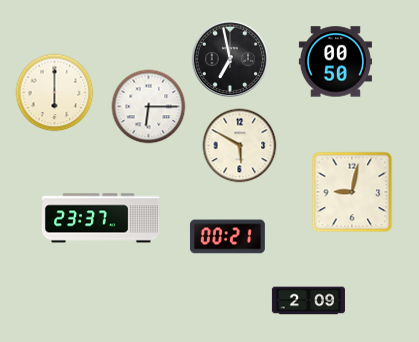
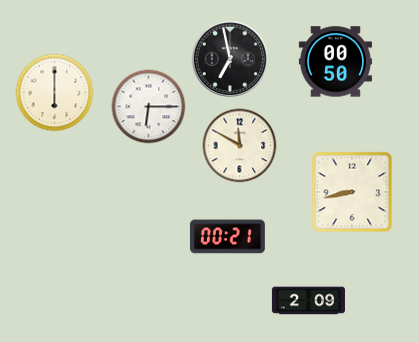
clock at (240, 146): 5:50 -> 11:50
clock at (352, 192): 9:02 -> 8:43
clock at (101, 218): 23:37 -> none
